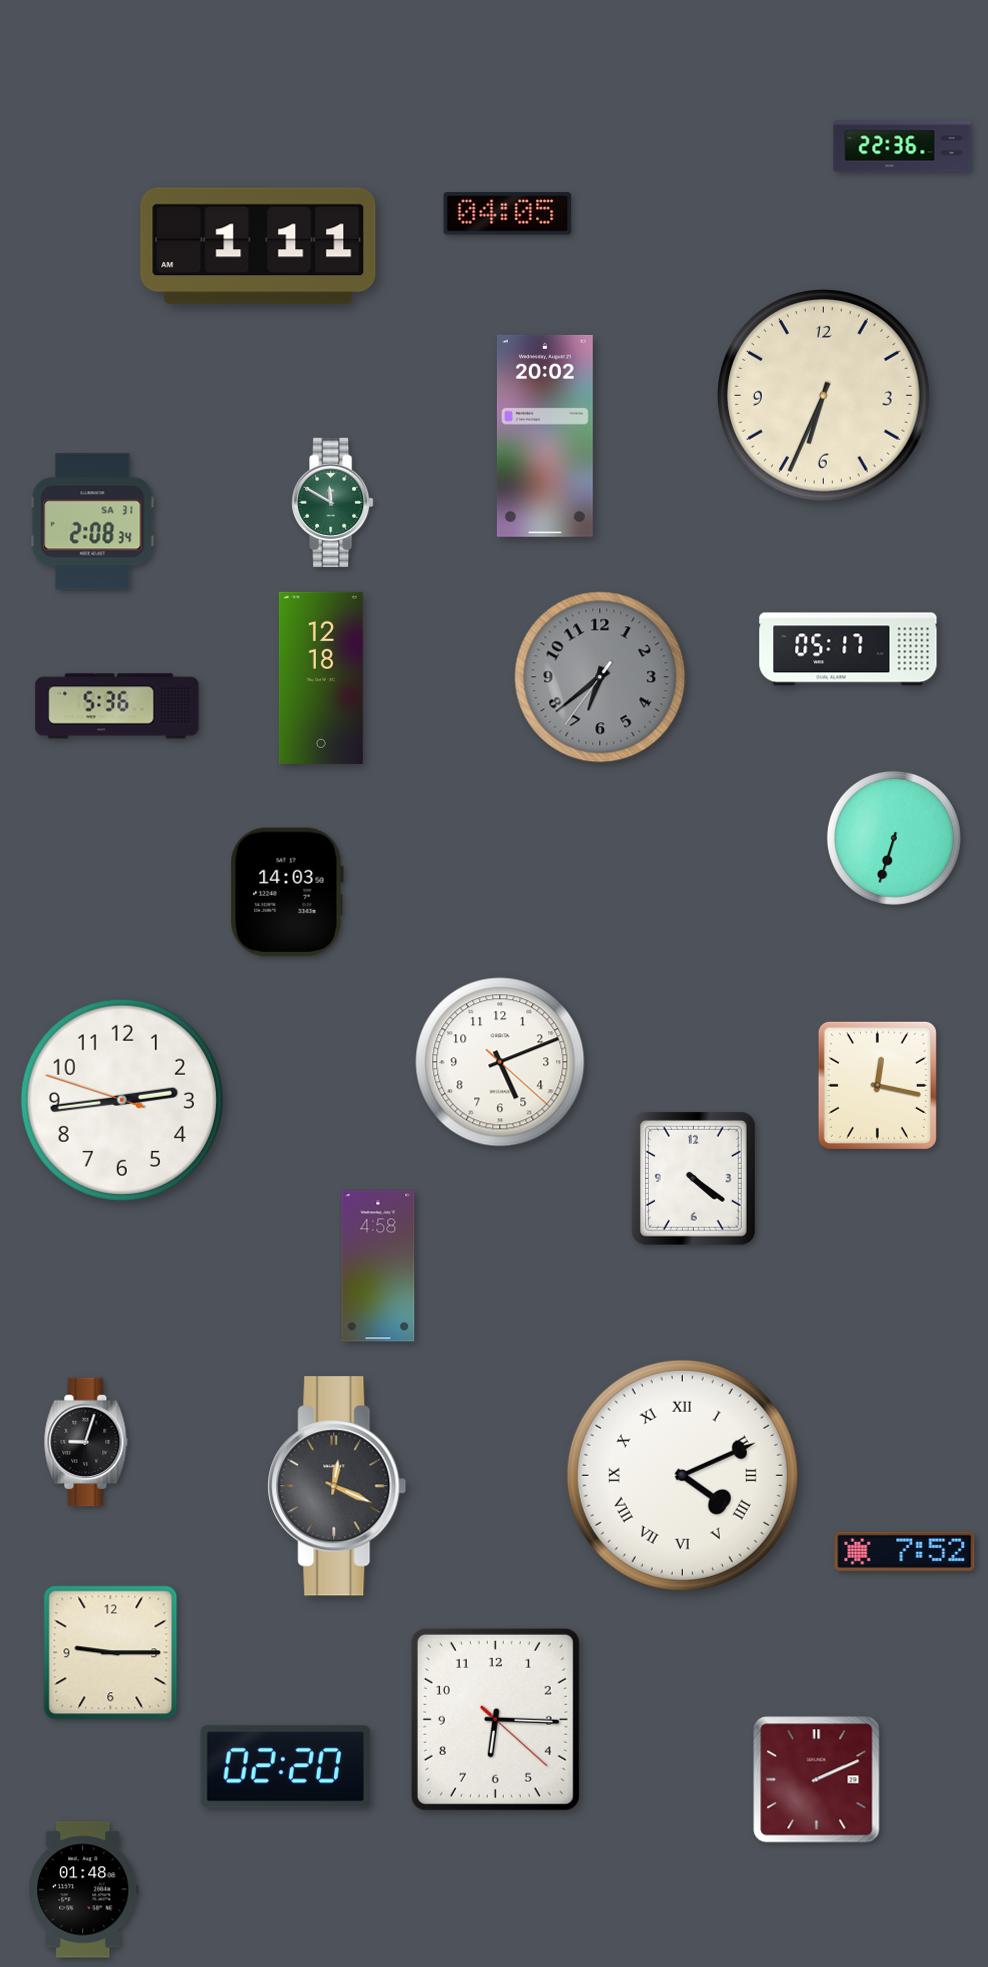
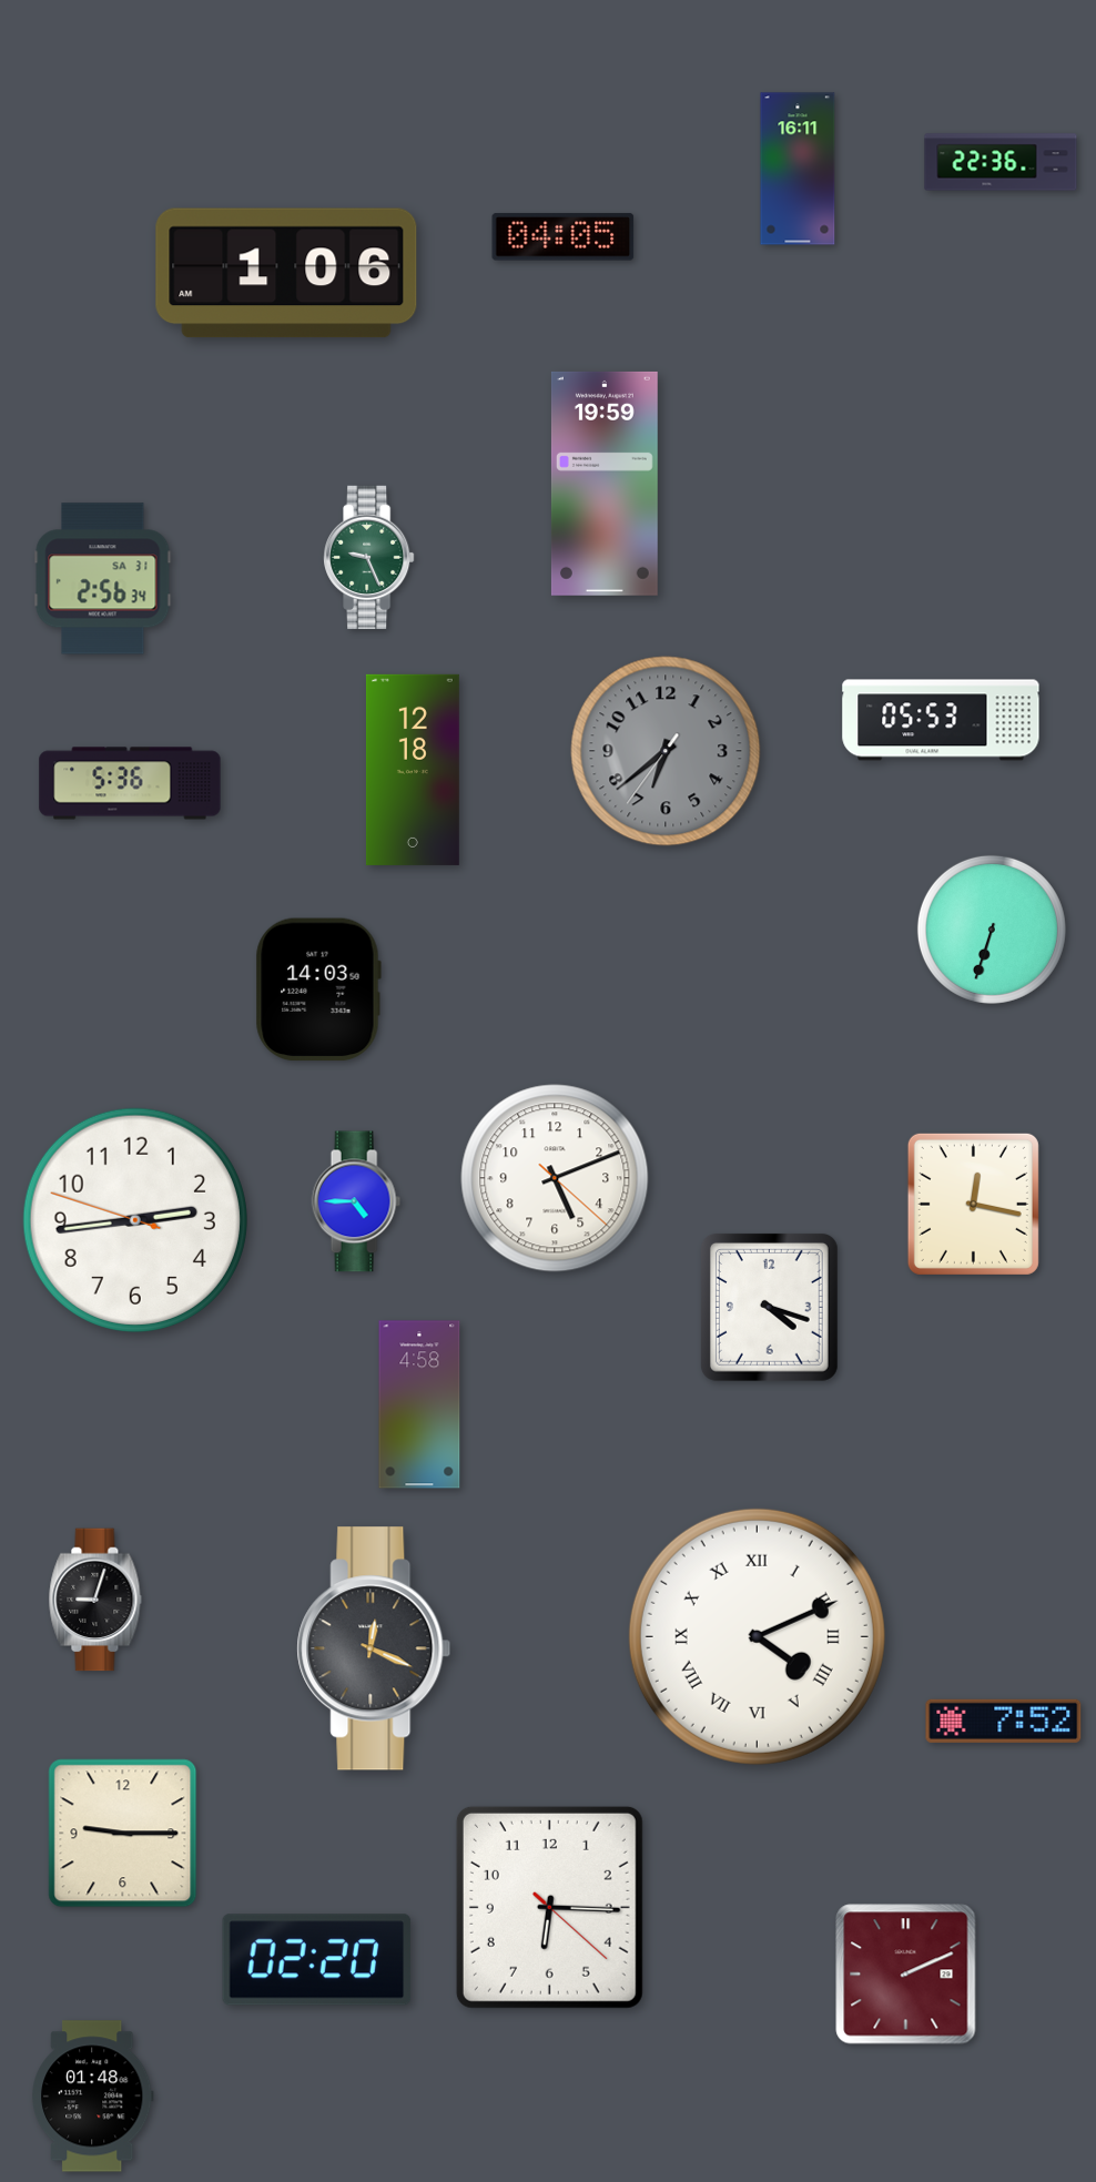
clock at (798, 169): none -> 16:11
clock at (258, 246): 1:11 -> 1:06
clock at (824, 396): 6:34 -> none
clock at (545, 436): 20:02 -> 19:59
clock at (333, 503): 11:50 -> 9:26
clock at (93, 522): 2:08 -> 2:56
clock at (848, 649): 05:17 -> 05:53
clock at (321, 678) position: (321, 678) -> (413, 770)
clock at (356, 1201): none -> 4:45
clock at (693, 1179): 4:21 -> 4:18
